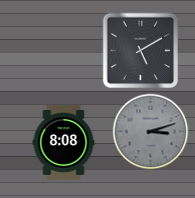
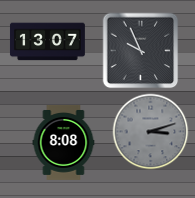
clock at (47, 42): none -> 13:07
clock at (141, 51): 5:10 -> 9:56
